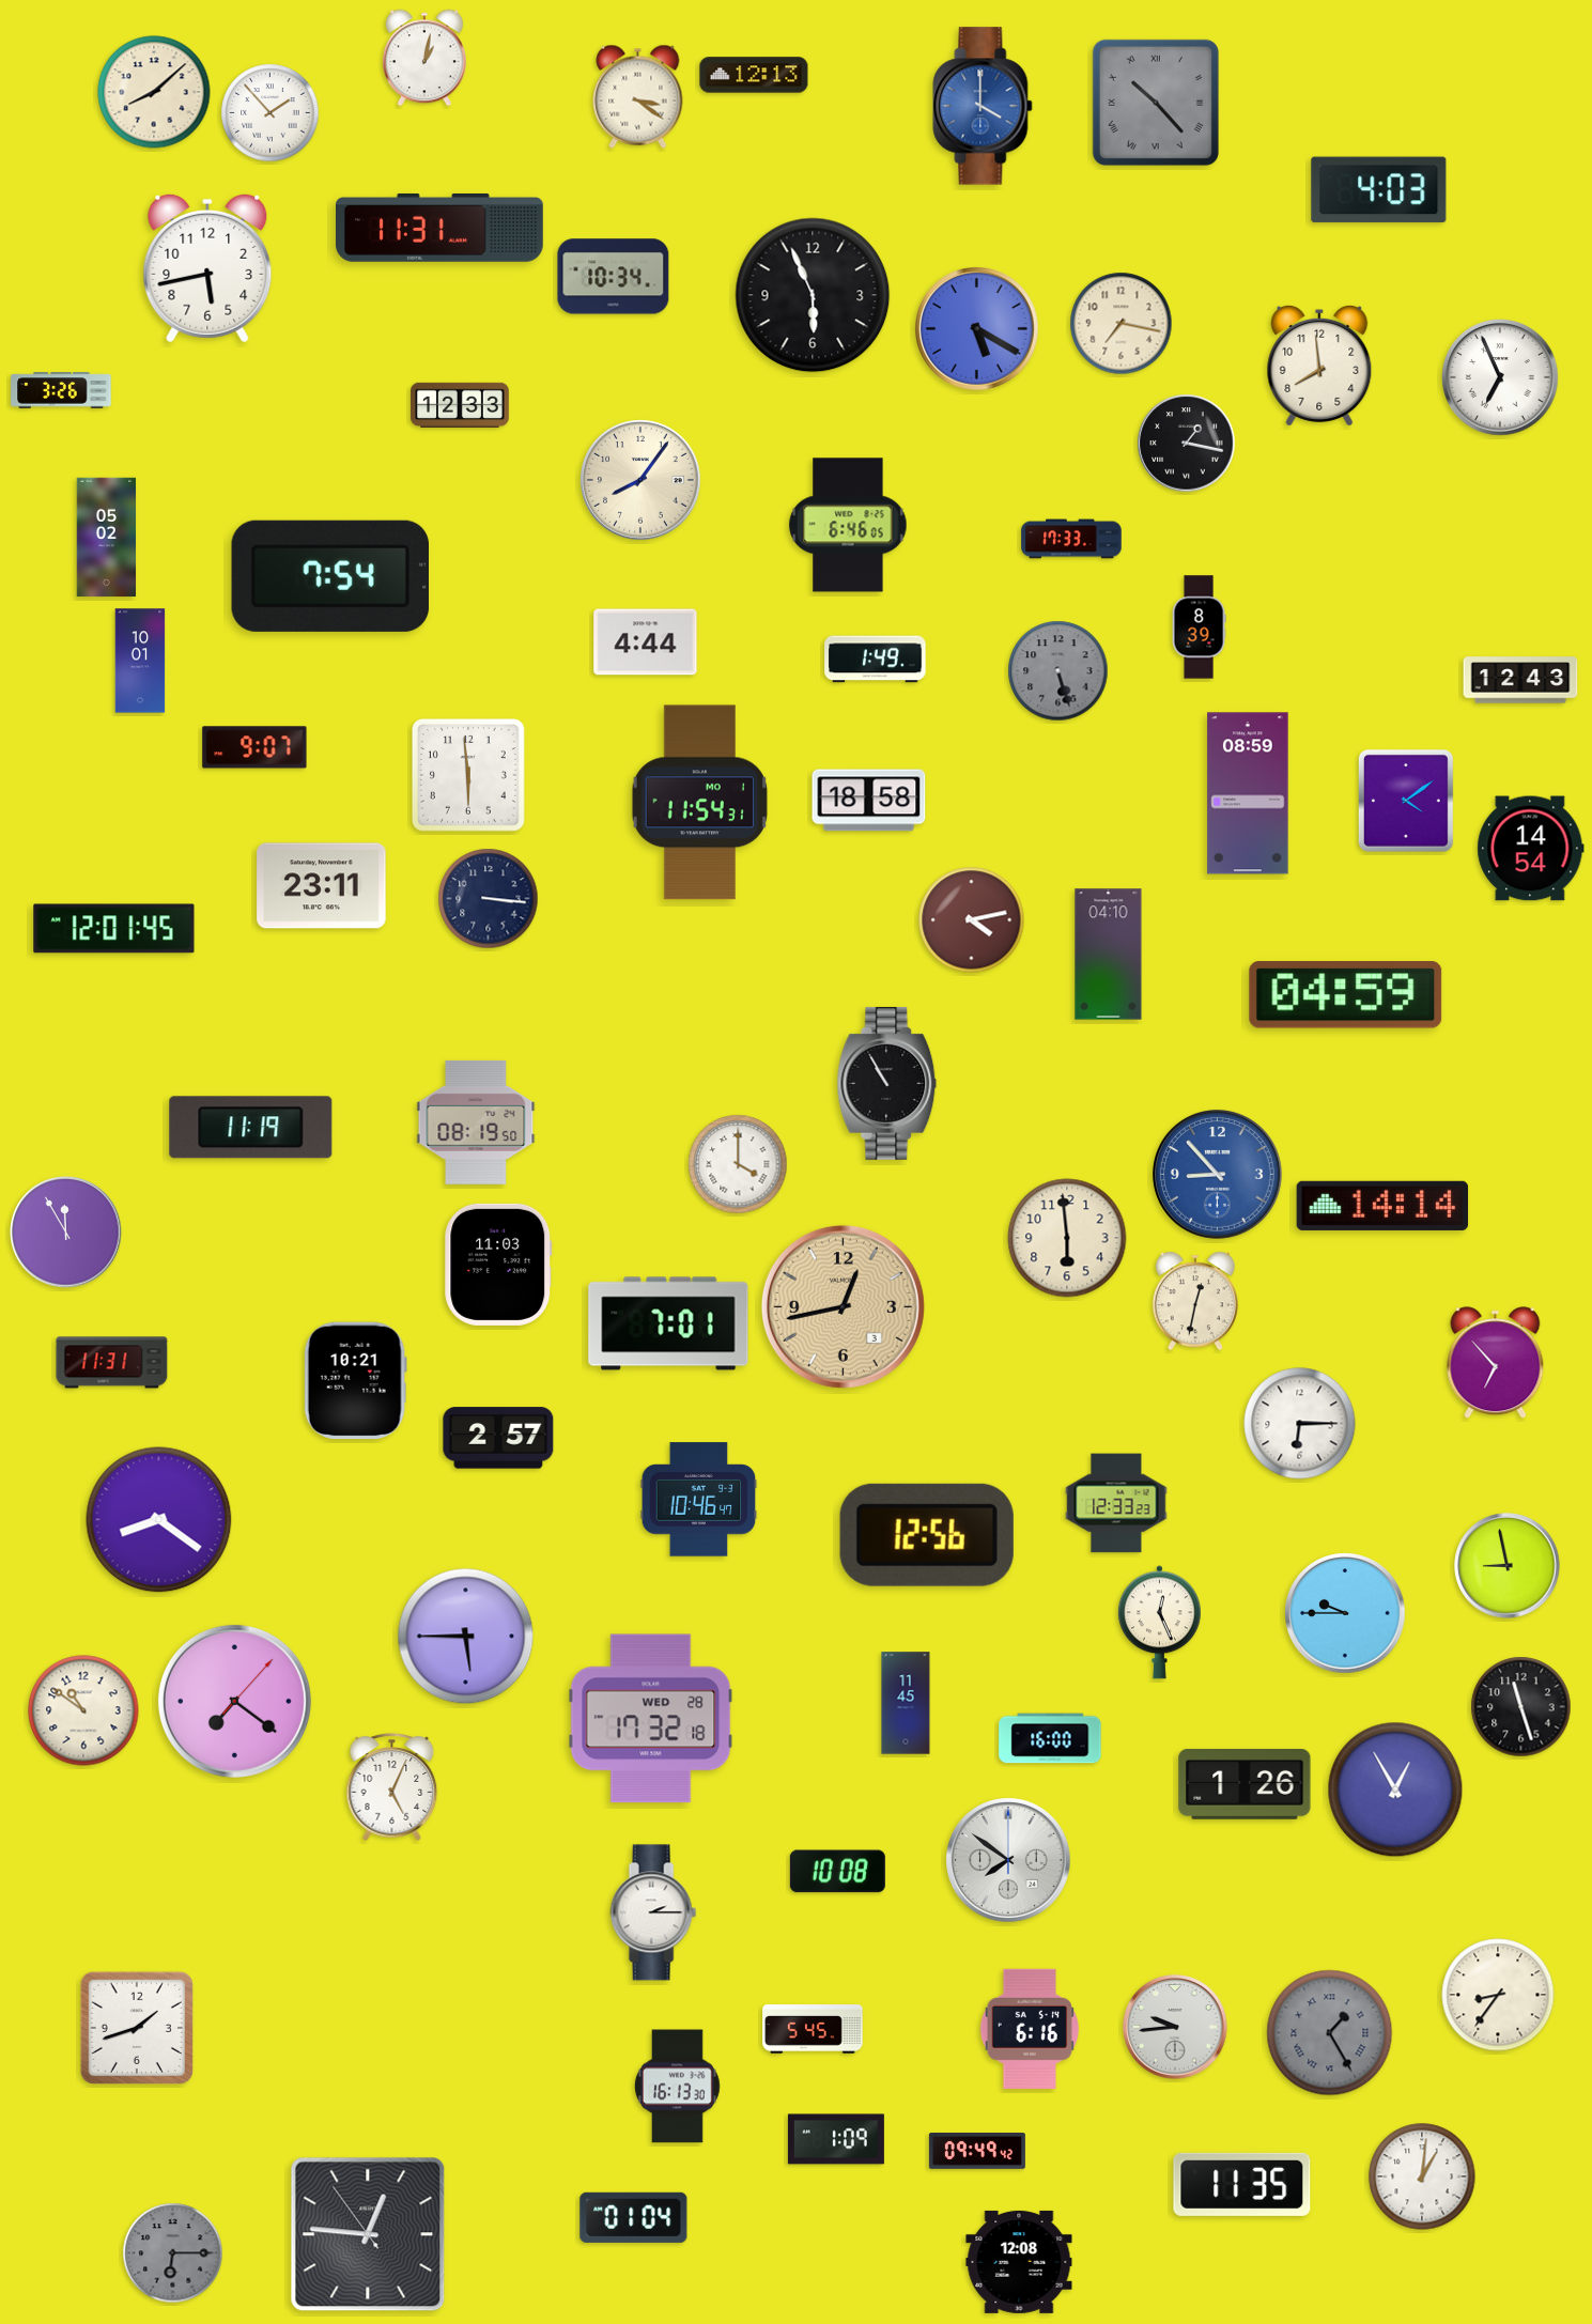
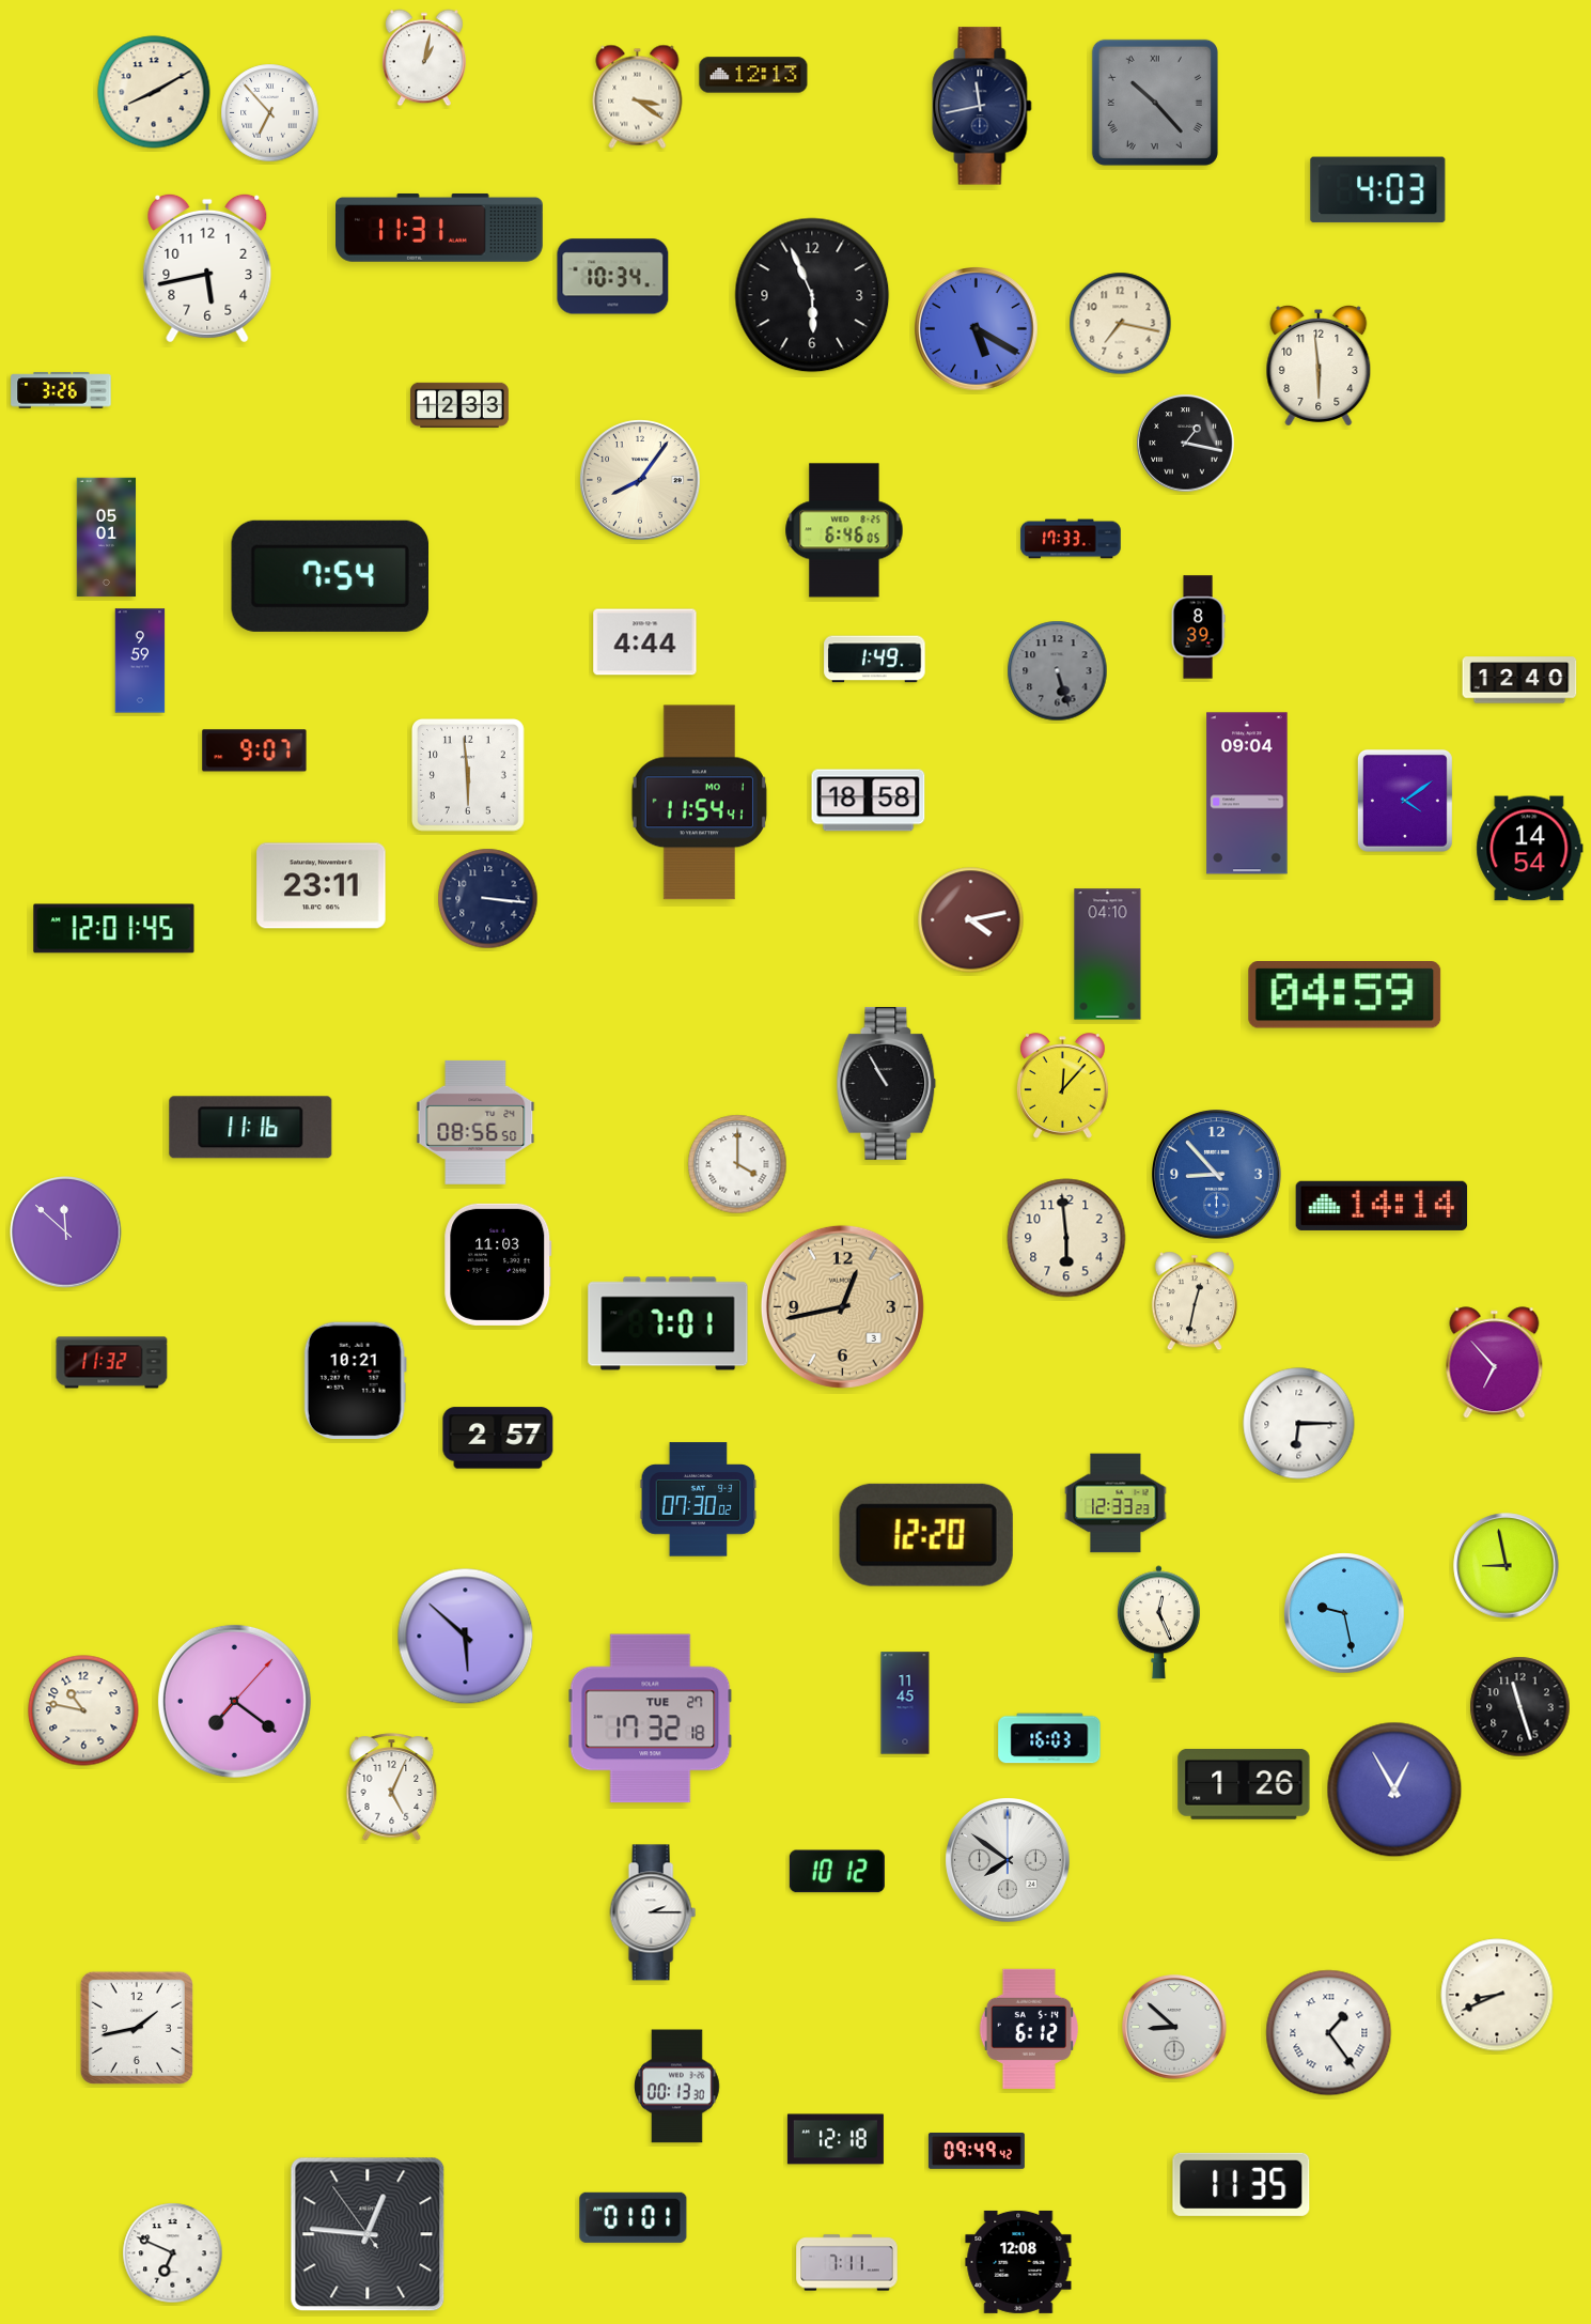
clock at (154, 92): 8:08 -> 8:10
clock at (983, 106): 4:00 -> 11:43
clock at (983, 106) dial: blue -> navy
clock at (271, 113): 1:53 -> 6:53
clock at (1319, 366): 7:59 -> 5:59
clock at (1500, 377): 6:56 -> none
clock at (848, 525) position: (848, 525) -> (844, 530)
clock at (107, 538): 05:02 -> 05:01
clock at (140, 661): 10:01 -> 9:59
clock at (1520, 680): 12:43 -> 12:40
clock at (254, 747) position: (254, 747) -> (254, 750)
clock at (1248, 793): 08:59 -> 09:04
clock at (699, 803): 11:54:31 -> 11:54:41
clock at (1063, 1086): none -> 12:07
clock at (476, 1122): 08:19 -> 08:56
clock at (251, 1128): 11:19 -> 11:16
clock at (66, 1233): 11:55 -> 11:52
clock at (112, 1363): 11:31 -> 11:32
clock at (699, 1500): 10:46 -> 07:30
clock at (159, 1520): 8:21 -> none
clock at (927, 1535): 12:56 -> 12:20
clock at (1345, 1613): 9:45 -> 9:28
clock at (466, 1637): 5:45 -> 5:52
clock at (83, 1710): 10:51 -> 10:47
clock at (651, 1719) date: WED 28 -> TUE 27
clock at (1050, 1738): 16:00 -> 16:03
clock at (837, 1872): 10:08 -> 10:12
clock at (1498, 1995): 8:36 -> 8:41
clock at (1175, 2027): 9:44 -> 8:52
clock at (137, 2028): 1:42 -> 1:43
clock at (813, 2029): 5:45 -> none
clock at (1030, 2029): 6:16 -> 6:12
clock at (1330, 2033): 1:25 -> 1:24
clock at (1330, 2033) dial: grey -> white
clock at (678, 2087): 16:13 -> 00:13
clock at (836, 2139): 1:09 -> 12:18
clock at (1422, 2176): 1:01 -> none
clock at (634, 2217): 01:04 -> 01:01
clock at (173, 2253): 6:15 -> 6:49
clock at (173, 2253) dial: grey -> white
clock at (847, 2263): none -> 7:11
